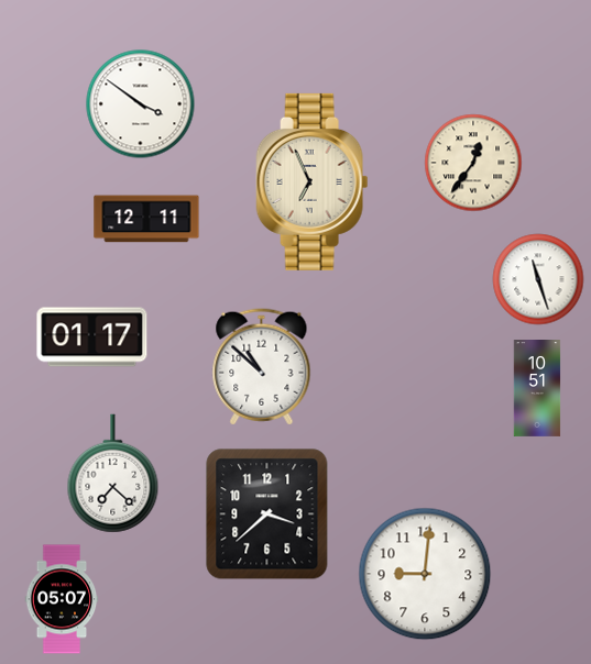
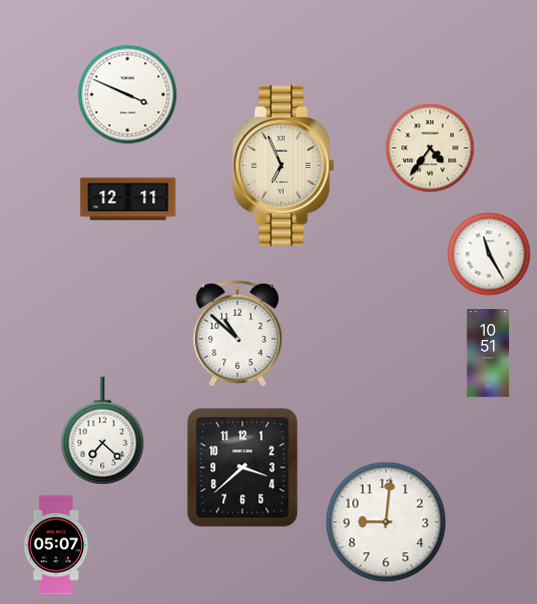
clock at (141, 104): 3:51 -> 3:49
clock at (473, 163): 12:36 -> 4:36
clock at (146, 219) position: (146, 219) -> (128, 199)
clock at (538, 279): 11:27 -> 11:25
clock at (92, 337): 01:17 -> none
